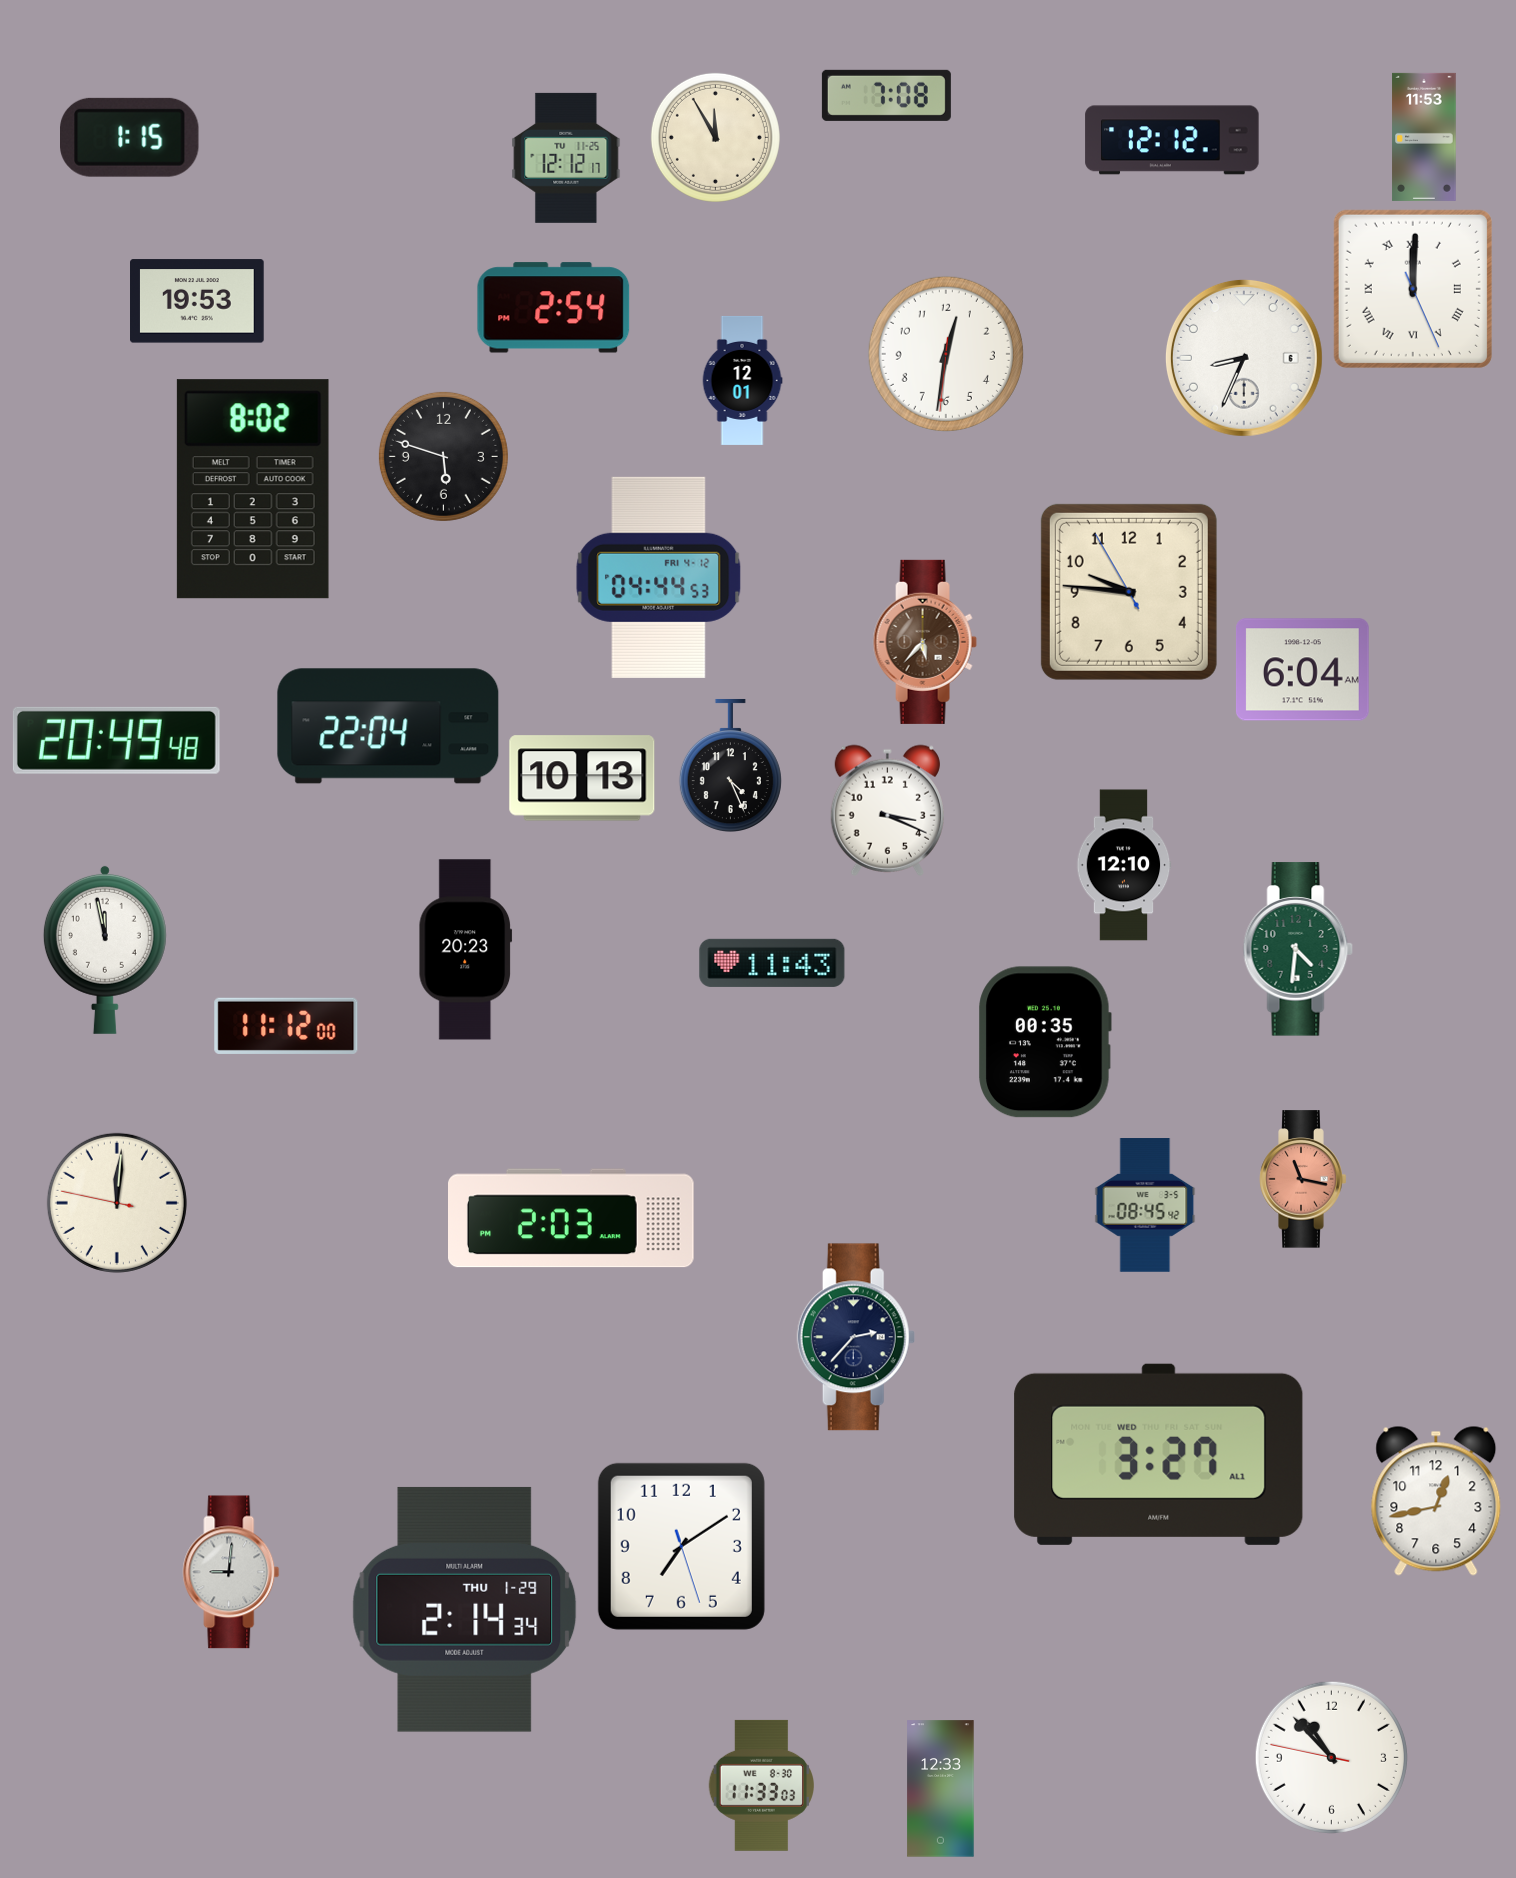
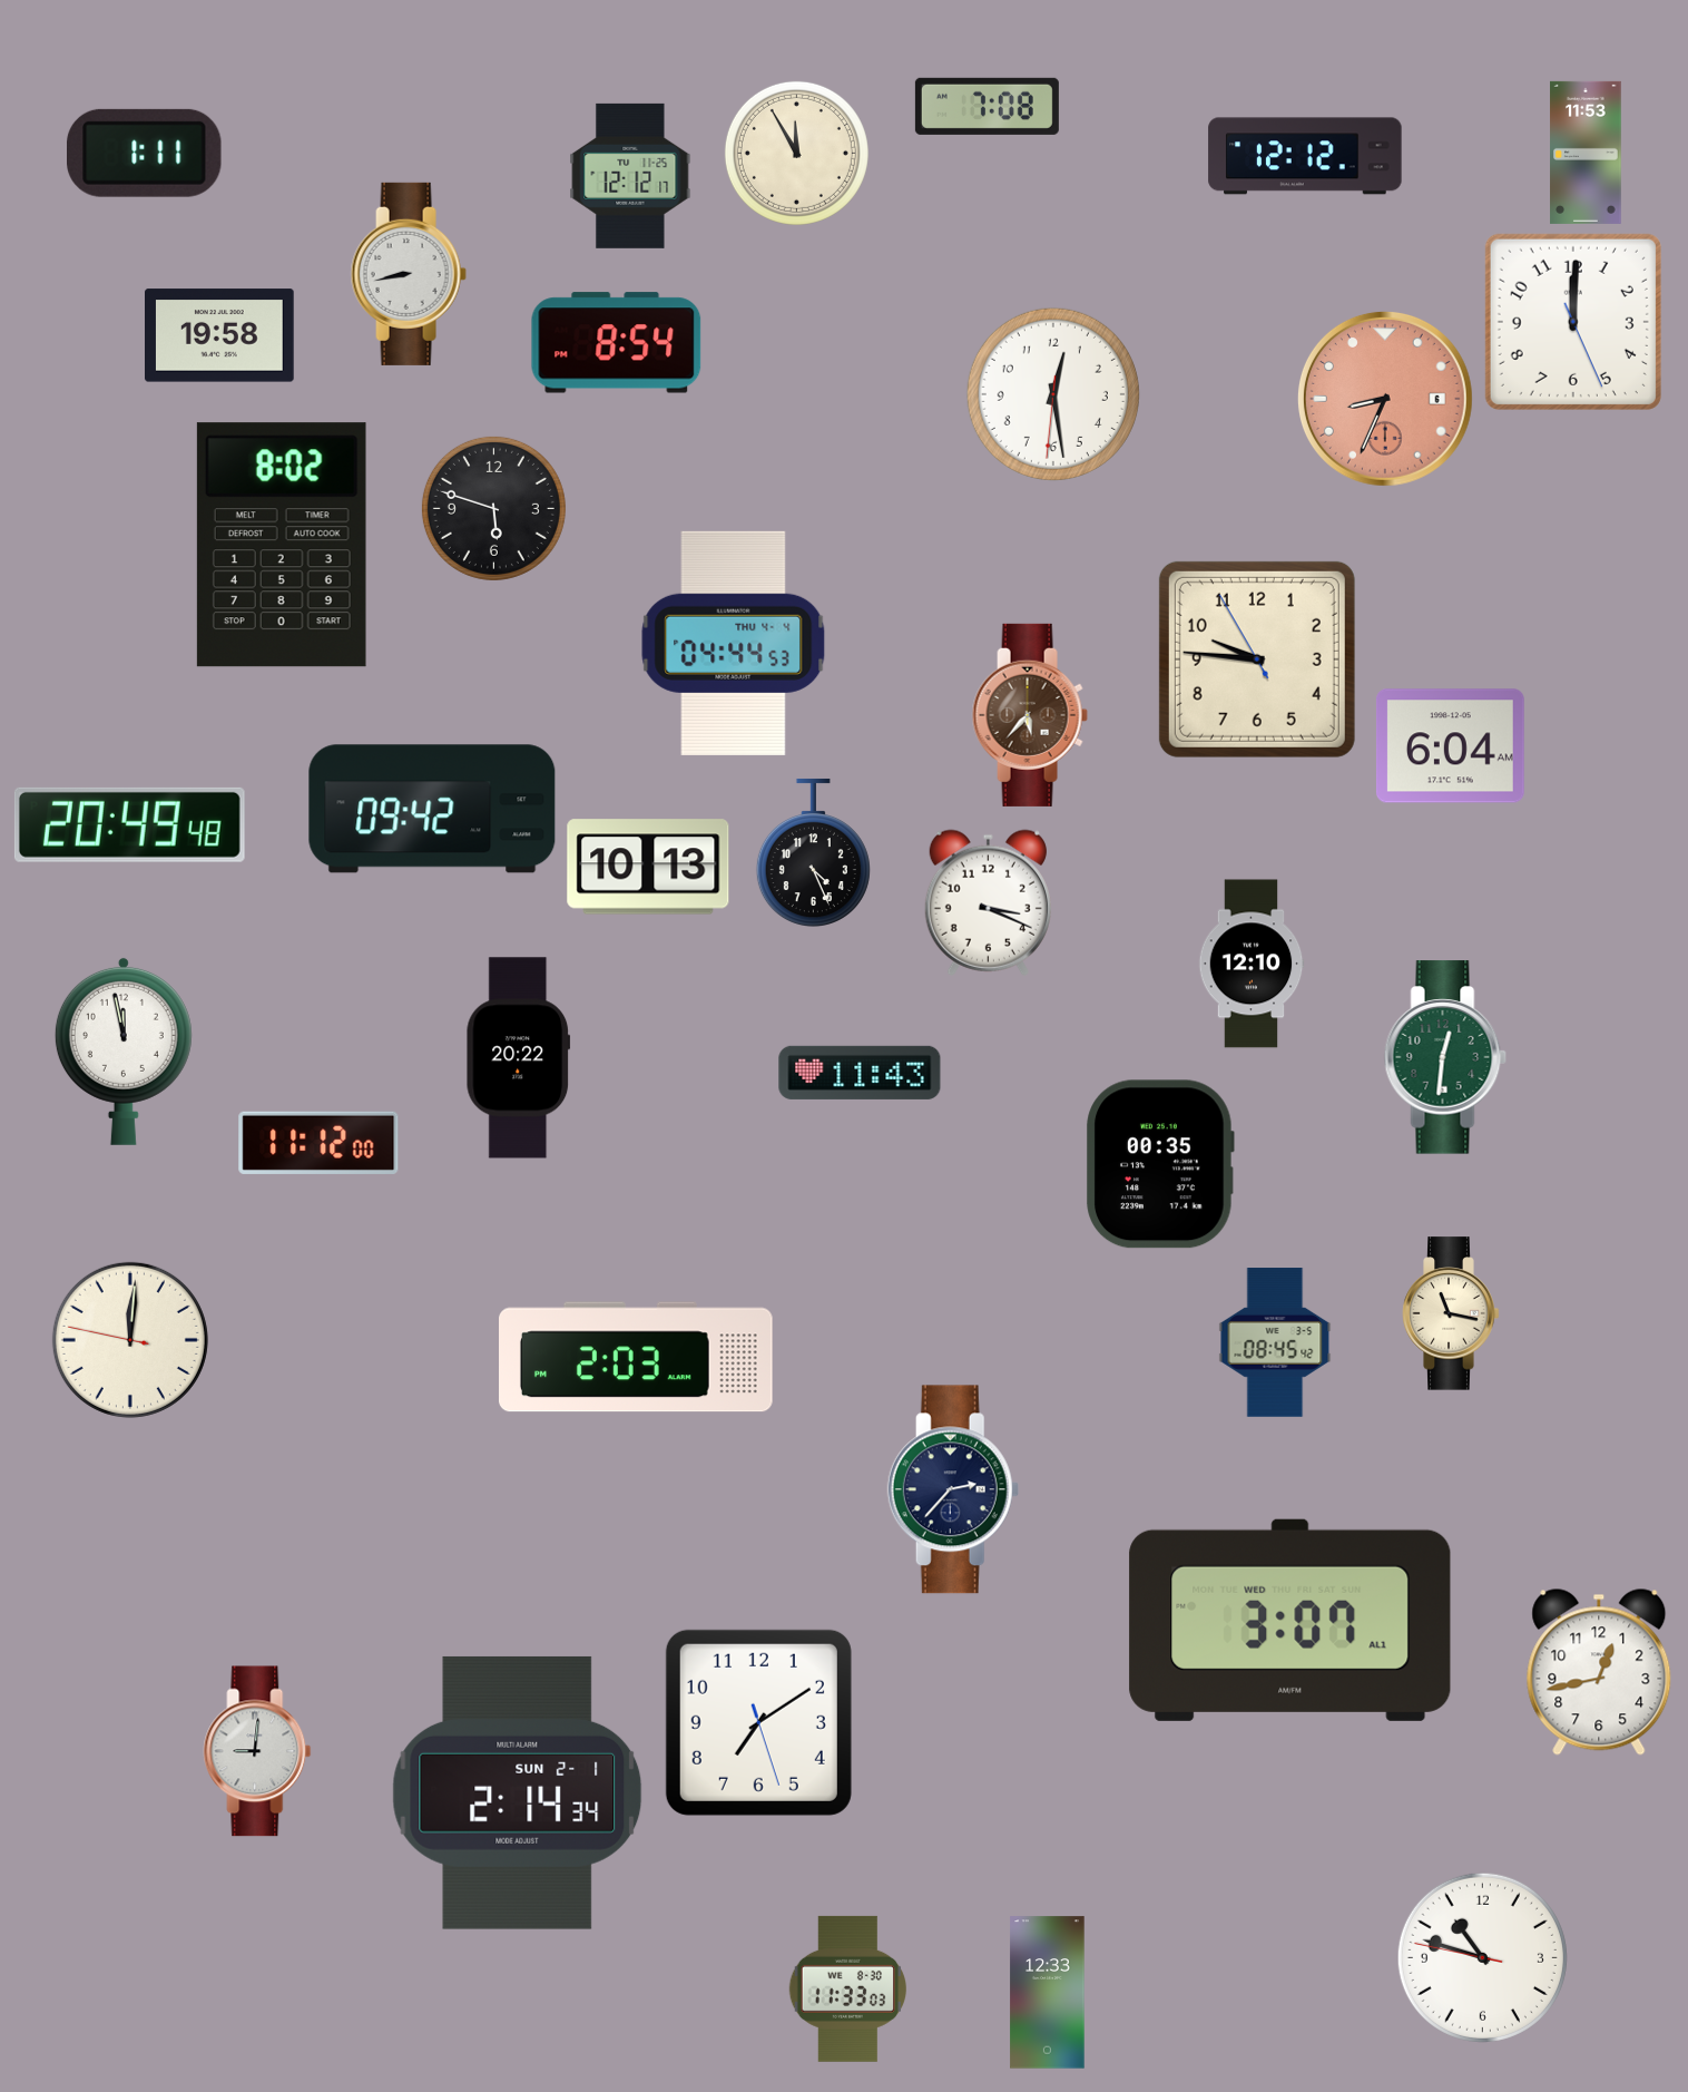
clock at (130, 137): 1:15 -> 1:11
clock at (409, 274): none -> 8:43
clock at (1413, 289) numerals: Roman -> Arabic
clock at (198, 301): 19:53 -> 19:58
clock at (554, 308): 2:54 -> 8:54
clock at (946, 354): 12:31 -> 12:28
clock at (1244, 358) dial: white -> salmon
clock at (742, 380): 12:01 -> none
clock at (659, 577) date: FRI 4-12 -> THU 4-4
clock at (388, 726): 22:04 -> 09:42
clock at (105, 949) position: (105, 949) -> (124, 1050)
clock at (1298, 949): 4:31 -> 12:31
clock at (466, 950): 20:23 -> 20:22
clock at (1045, 1042) position: (1045, 1042) -> (1160, 1164)
clock at (1303, 1179) dial: salmon -> cream
clock at (1159, 1454): 3:27 -> 3:07
clock at (465, 1609) date: THU 1-29 -> SUN 2-1
clock at (1331, 1757): 10:52 -> 10:47
